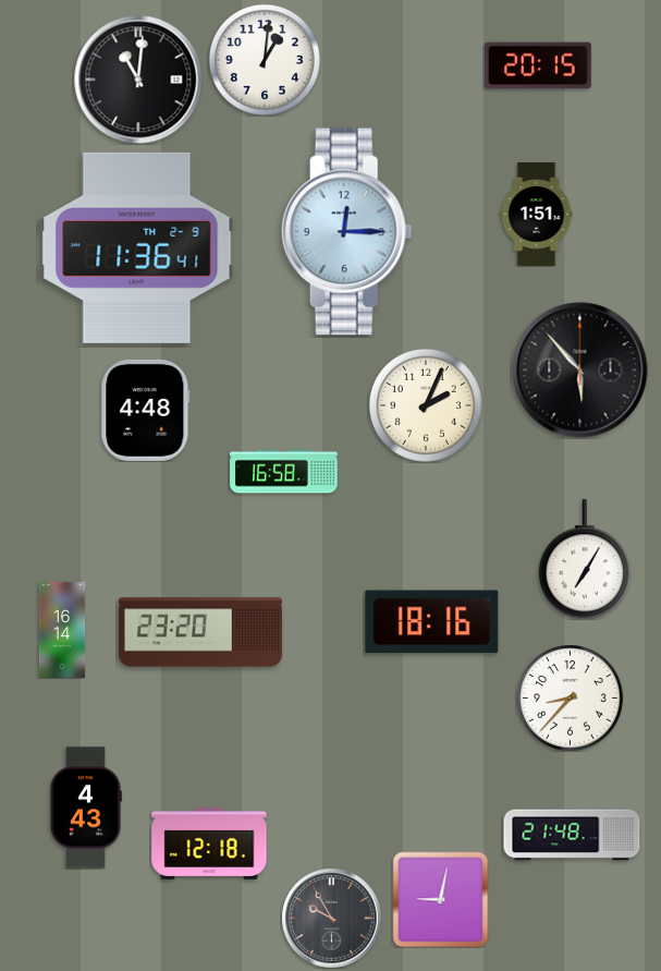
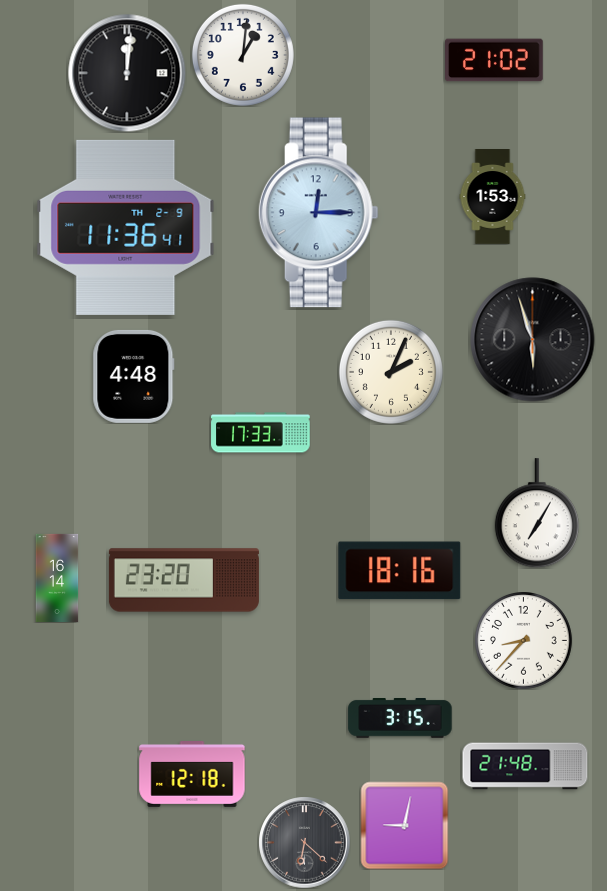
clock at (539, 65): 20:15 -> 21:02
clock at (138, 80): 11:01 -> 12:01
clock at (537, 215): 1:51 -> 1:53
clock at (580, 371): 5:53 -> 5:57
clock at (284, 472): 16:58 -> 17:33
clock at (432, 622) position: (432, 622) -> (400, 571)
clock at (400, 719): none -> 3:15
clock at (86, 808): 4:43 -> none
clock at (331, 918): 9:55 -> 6:22
